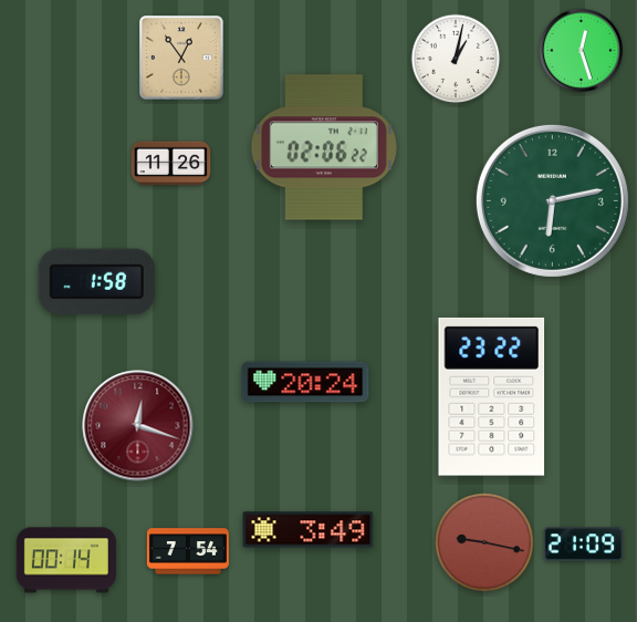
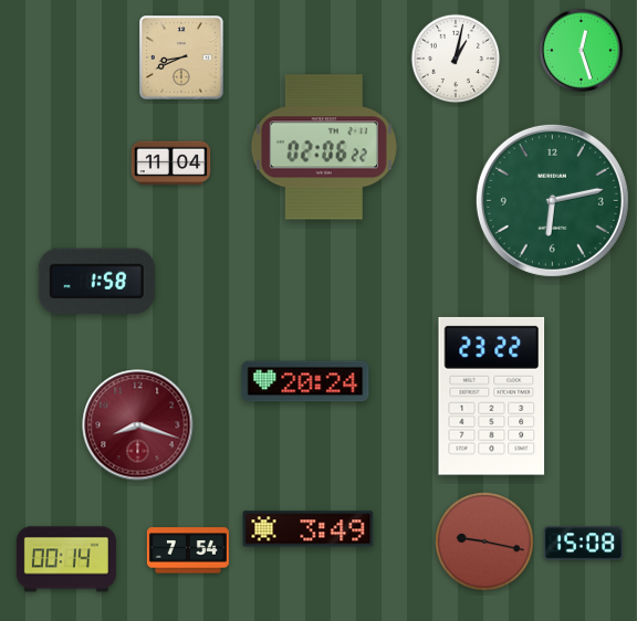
clock at (182, 59): 12:54 -> 8:41
clock at (171, 164): 11:26 -> 11:04
clock at (138, 426): 12:18 -> 8:18
clock at (584, 545): 21:09 -> 15:08
